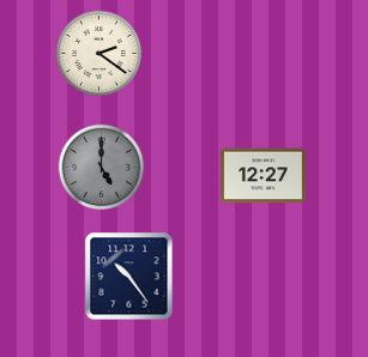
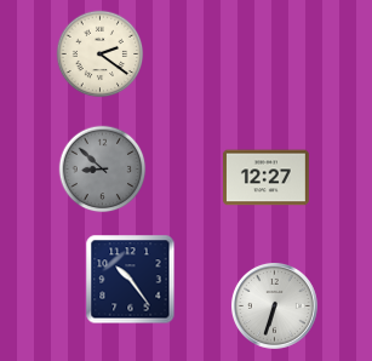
clock at (102, 168): 5:00 -> 8:52
clock at (274, 305): none -> 6:33
